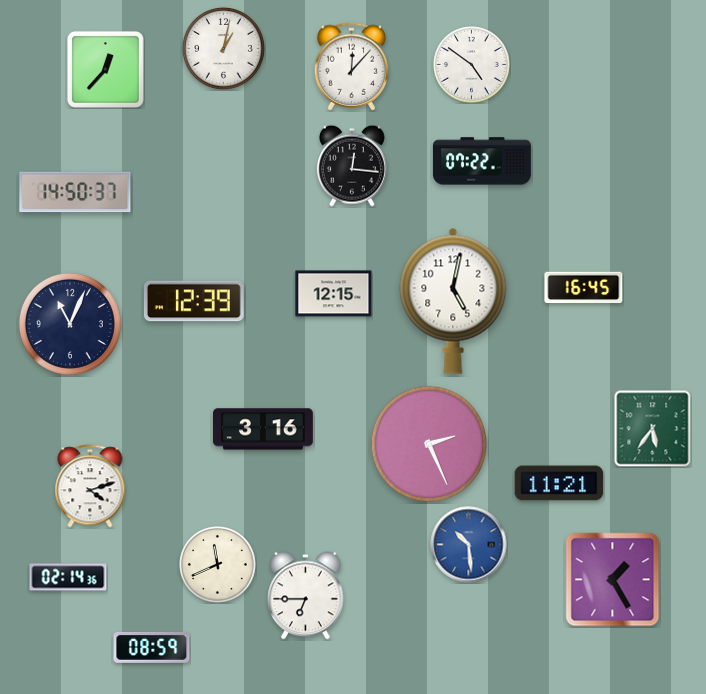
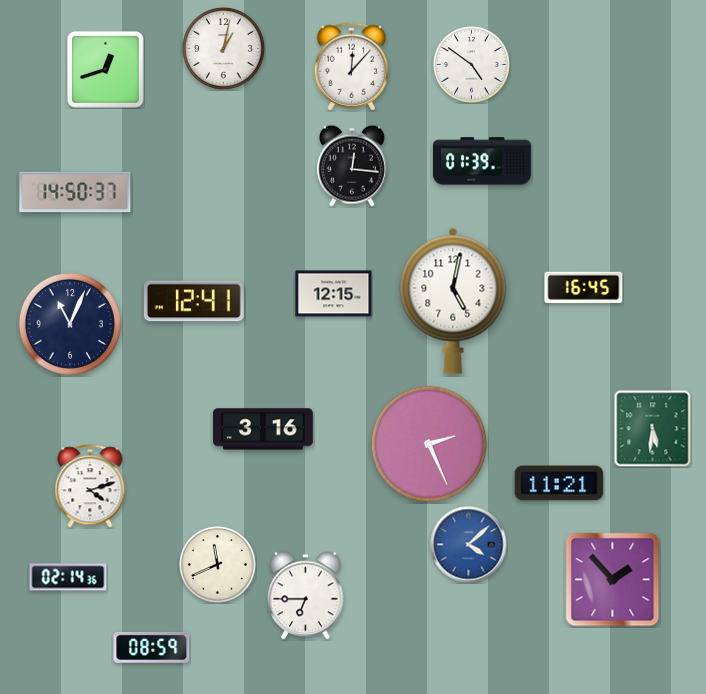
clock at (105, 69): 12:37 -> 12:42
clock at (482, 161): 07:22 -> 01:39
clock at (194, 301): 12:39 -> 12:41
clock at (652, 428): 5:36 -> 5:31
clock at (469, 545): 10:29 -> 4:08
clock at (613, 580): 1:25 -> 1:53
